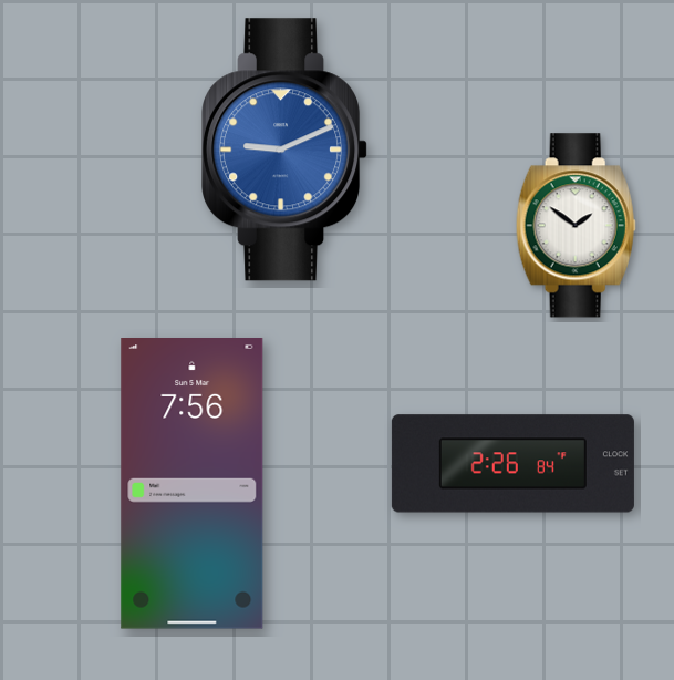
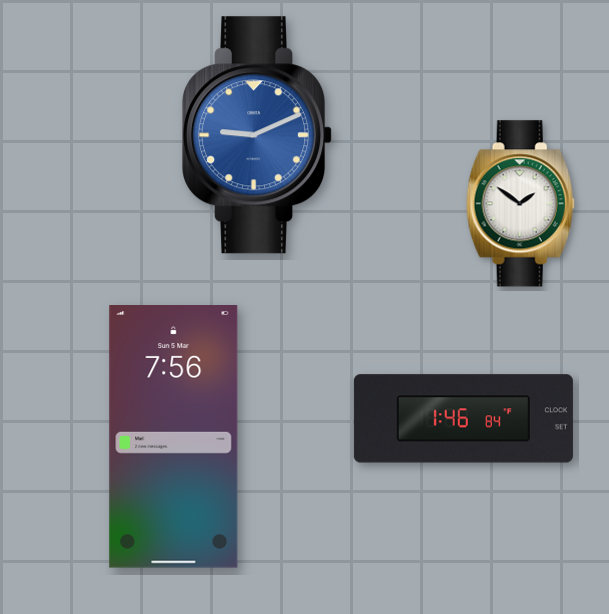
clock at (512, 464): 2:26 -> 1:46
